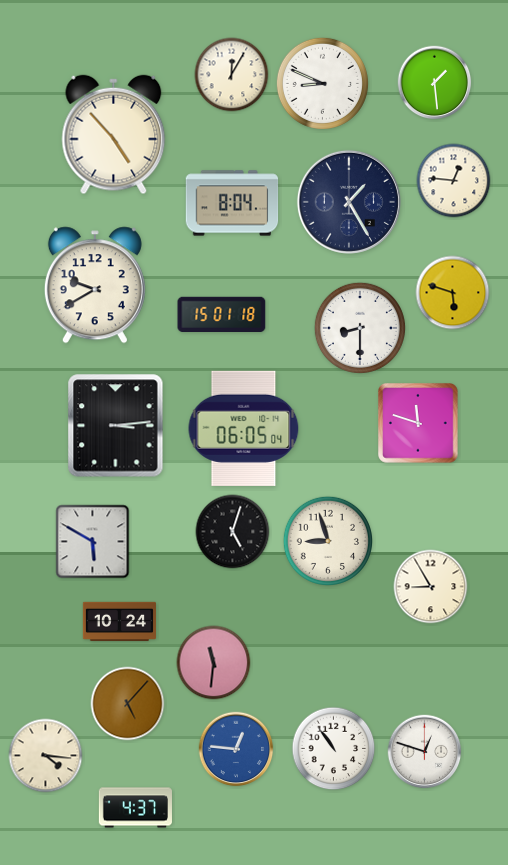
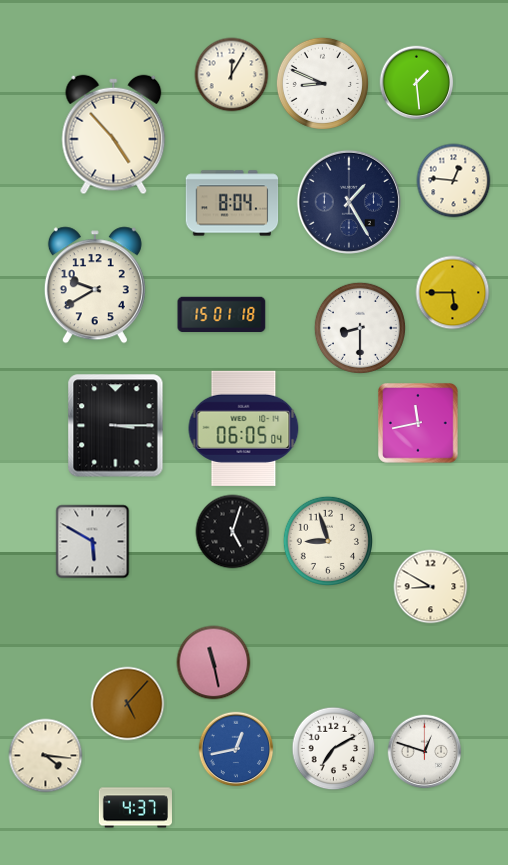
clock at (435, 83) position: (435, 83) -> (417, 83)
clock at (453, 293): 5:48 -> 5:45
clock at (419, 424): 11:48 -> 11:43
clock at (116, 426): 3:14 -> 3:15
clock at (431, 587): 8:55 -> 8:50
clock at (119, 622): 10:24 -> none
clock at (214, 663): 11:31 -> 11:28
clock at (236, 749): 12:46 -> 12:43
clock at (334, 749): 10:54 -> 7:10
